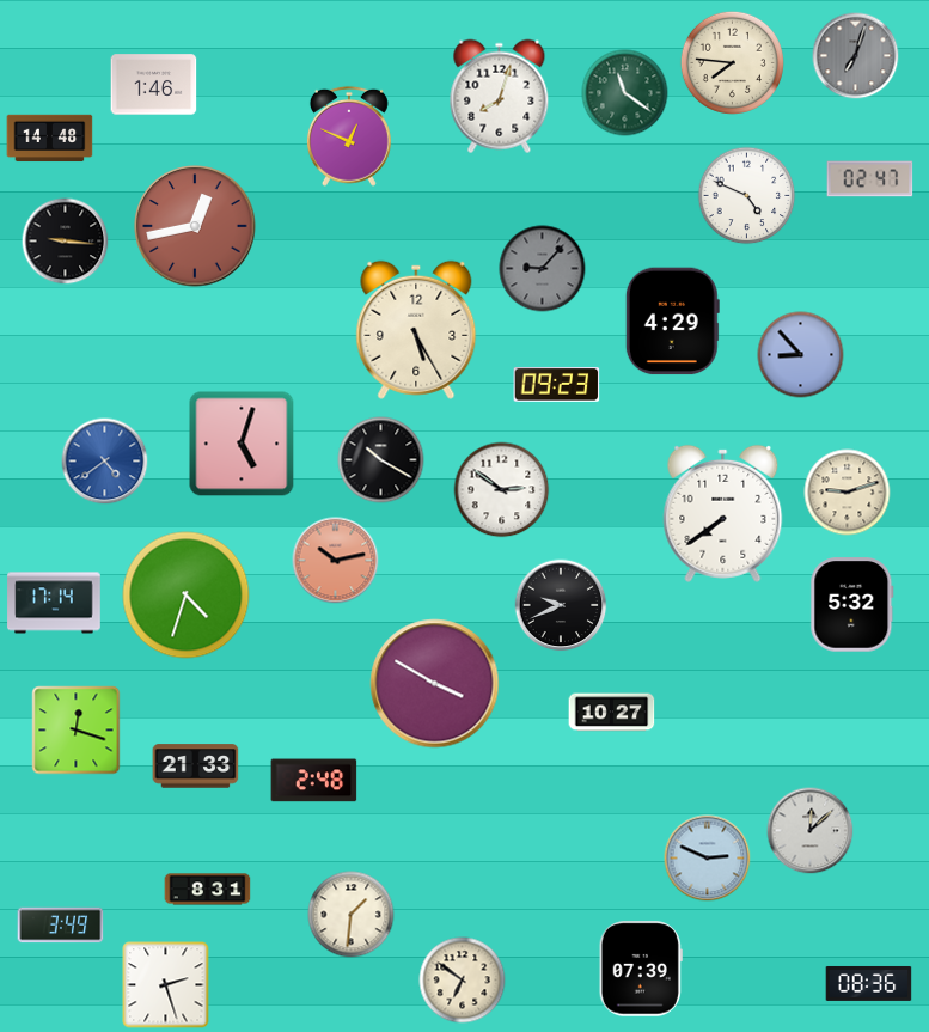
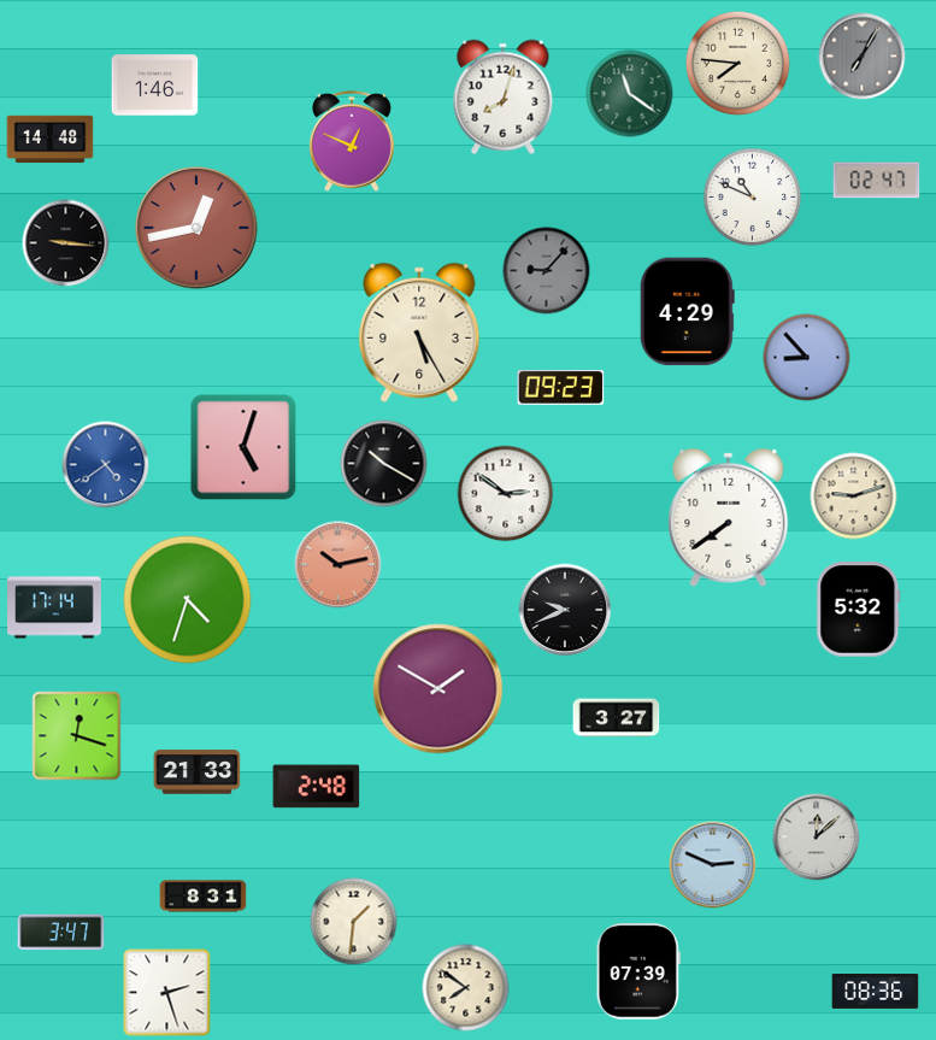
clock at (856, 56): 7:03 -> 7:05
clock at (349, 136) position: (349, 136) -> (352, 141)
clock at (747, 196): 4:49 -> 10:49
clock at (672, 322) position: (672, 322) -> (687, 312)
clock at (435, 684): 3:50 -> 1:50
clock at (612, 713): 10:27 -> 3:27
clock at (208, 890) position: (208, 890) -> (204, 897)
clock at (61, 926): 3:49 -> 3:47
clock at (641, 969) position: (641, 969) -> (638, 971)
clock at (463, 981): 6:51 -> 7:51
